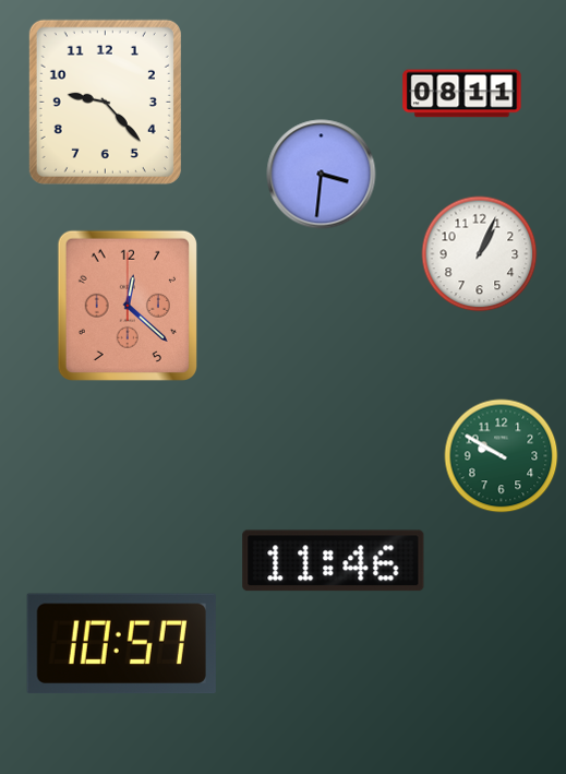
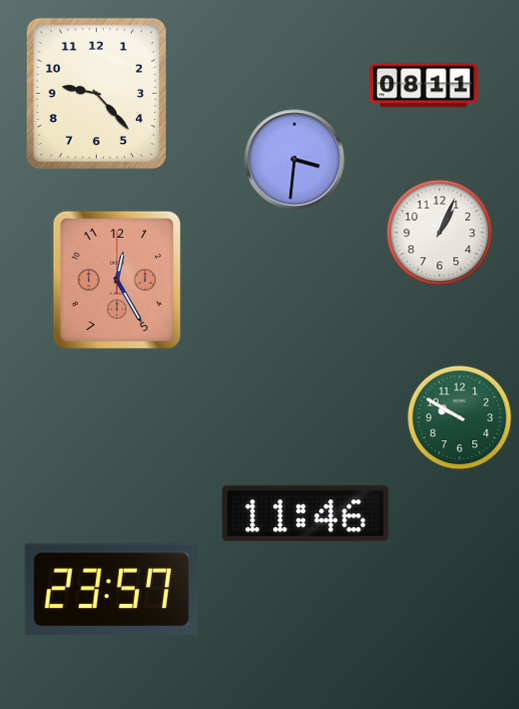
clock at (128, 306): 12:22 -> 12:25
clock at (121, 644): 10:57 -> 23:57
